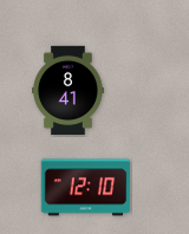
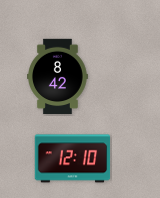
clock at (69, 91): 8:41 -> 8:42
